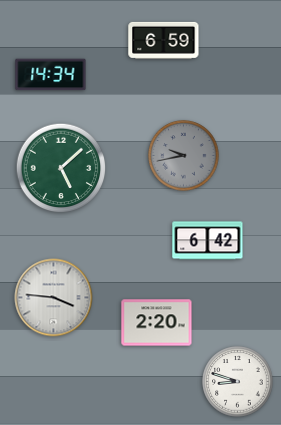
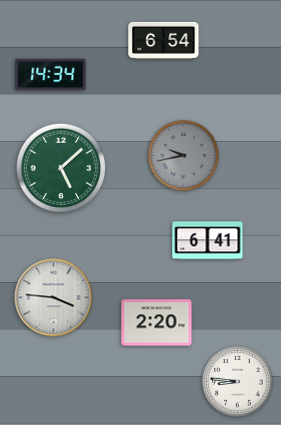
clock at (164, 40): 6:59 -> 6:54
clock at (208, 241): 6:42 -> 6:41
clock at (238, 382): 8:48 -> 8:46
